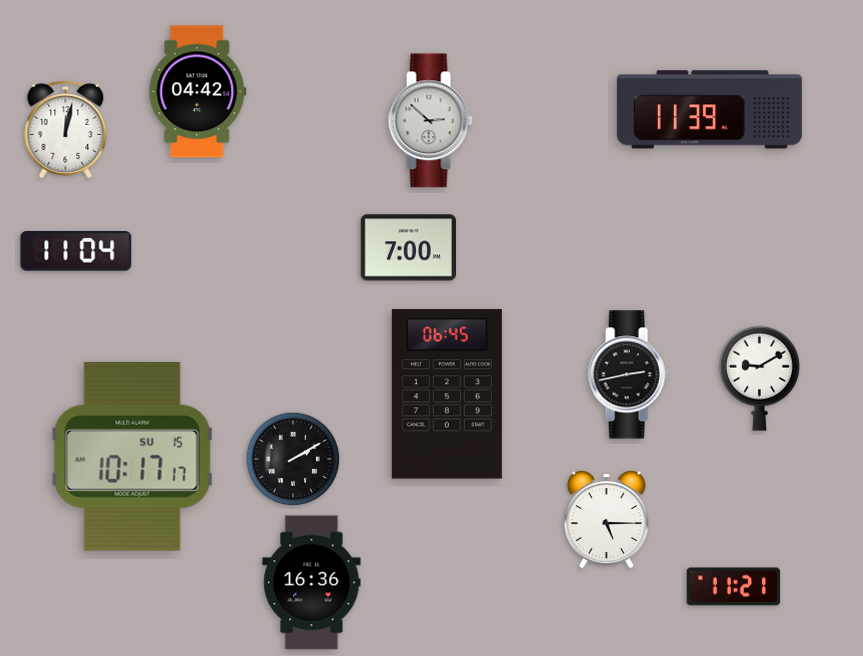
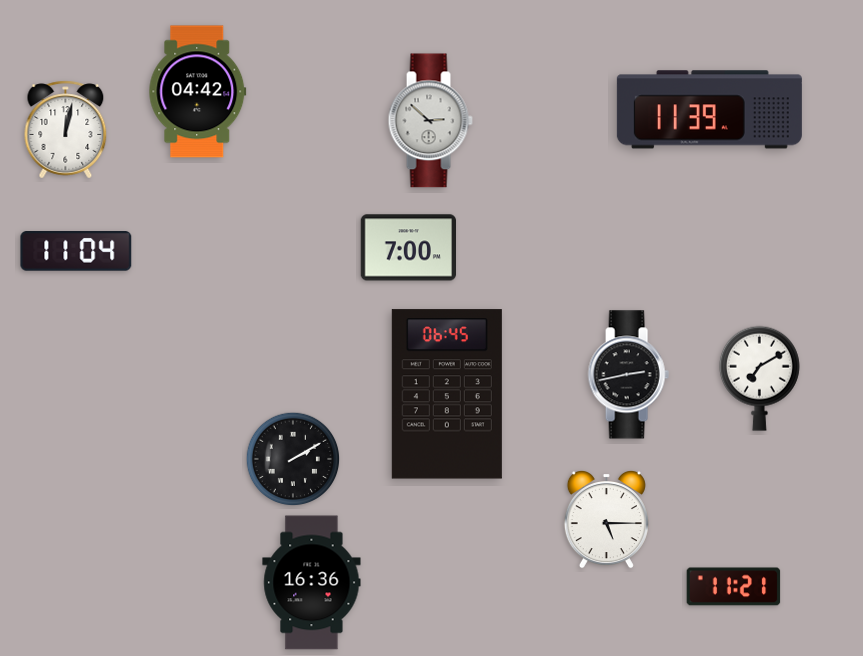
clock at (759, 378): 9:10 -> 7:10
clock at (132, 456): 10:17 -> none
